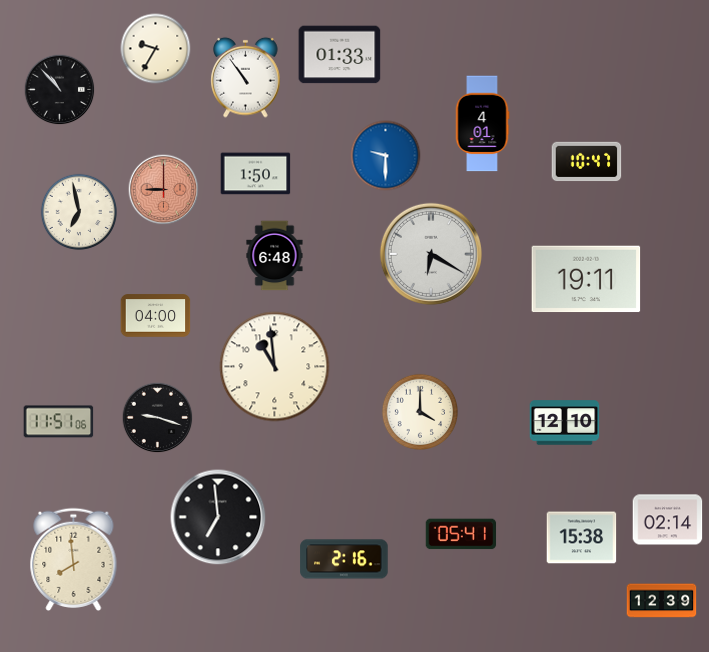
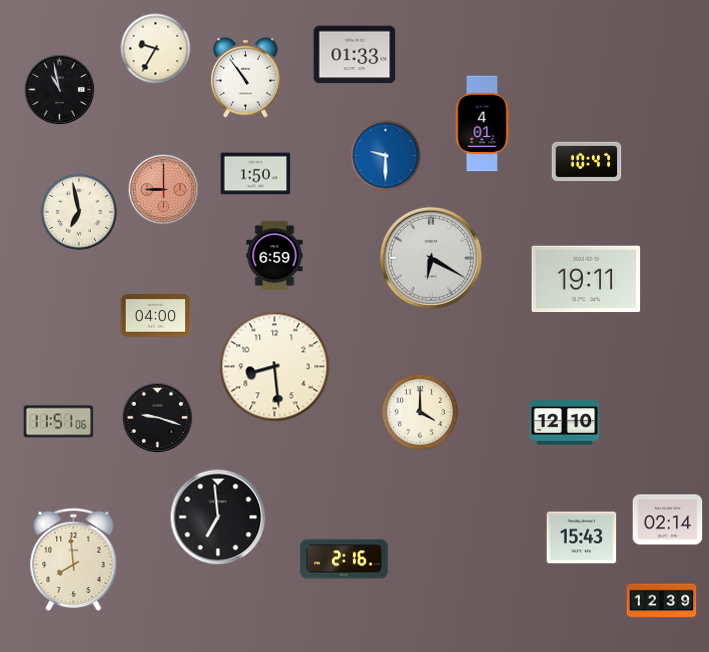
clock at (340, 55) position: (340, 55) -> (355, 55)
clock at (60, 90): 10:53 -> 10:58
clock at (431, 254) position: (431, 254) -> (431, 258)
clock at (275, 256): 6:48 -> 6:59
clock at (275, 367): 10:59 -> 8:29
clock at (461, 534): 05:41 -> none
clock at (582, 538): 15:38 -> 15:43
